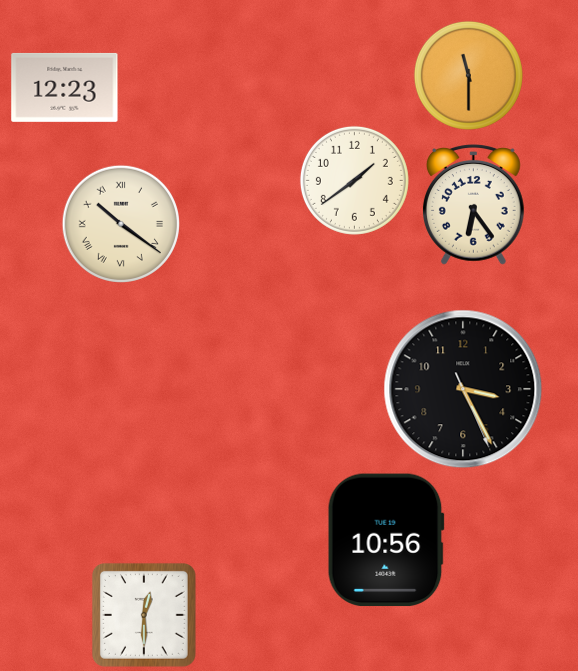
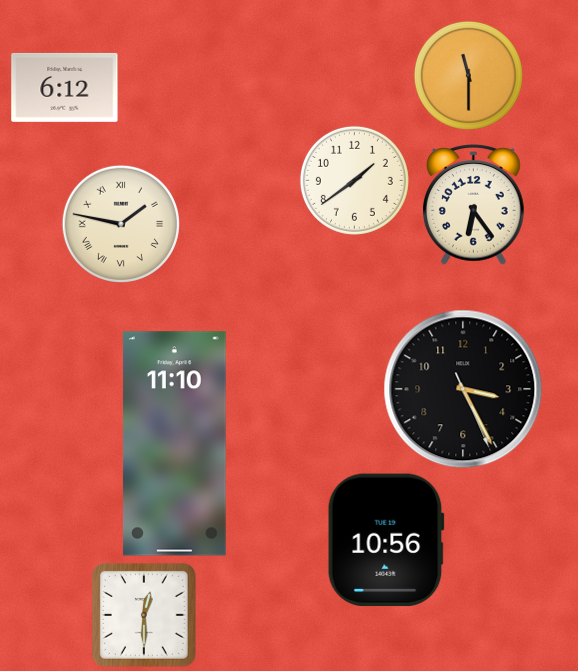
clock at (65, 87): 12:23 -> 6:12
clock at (120, 223): 10:21 -> 1:47
clock at (174, 444): none -> 11:10
